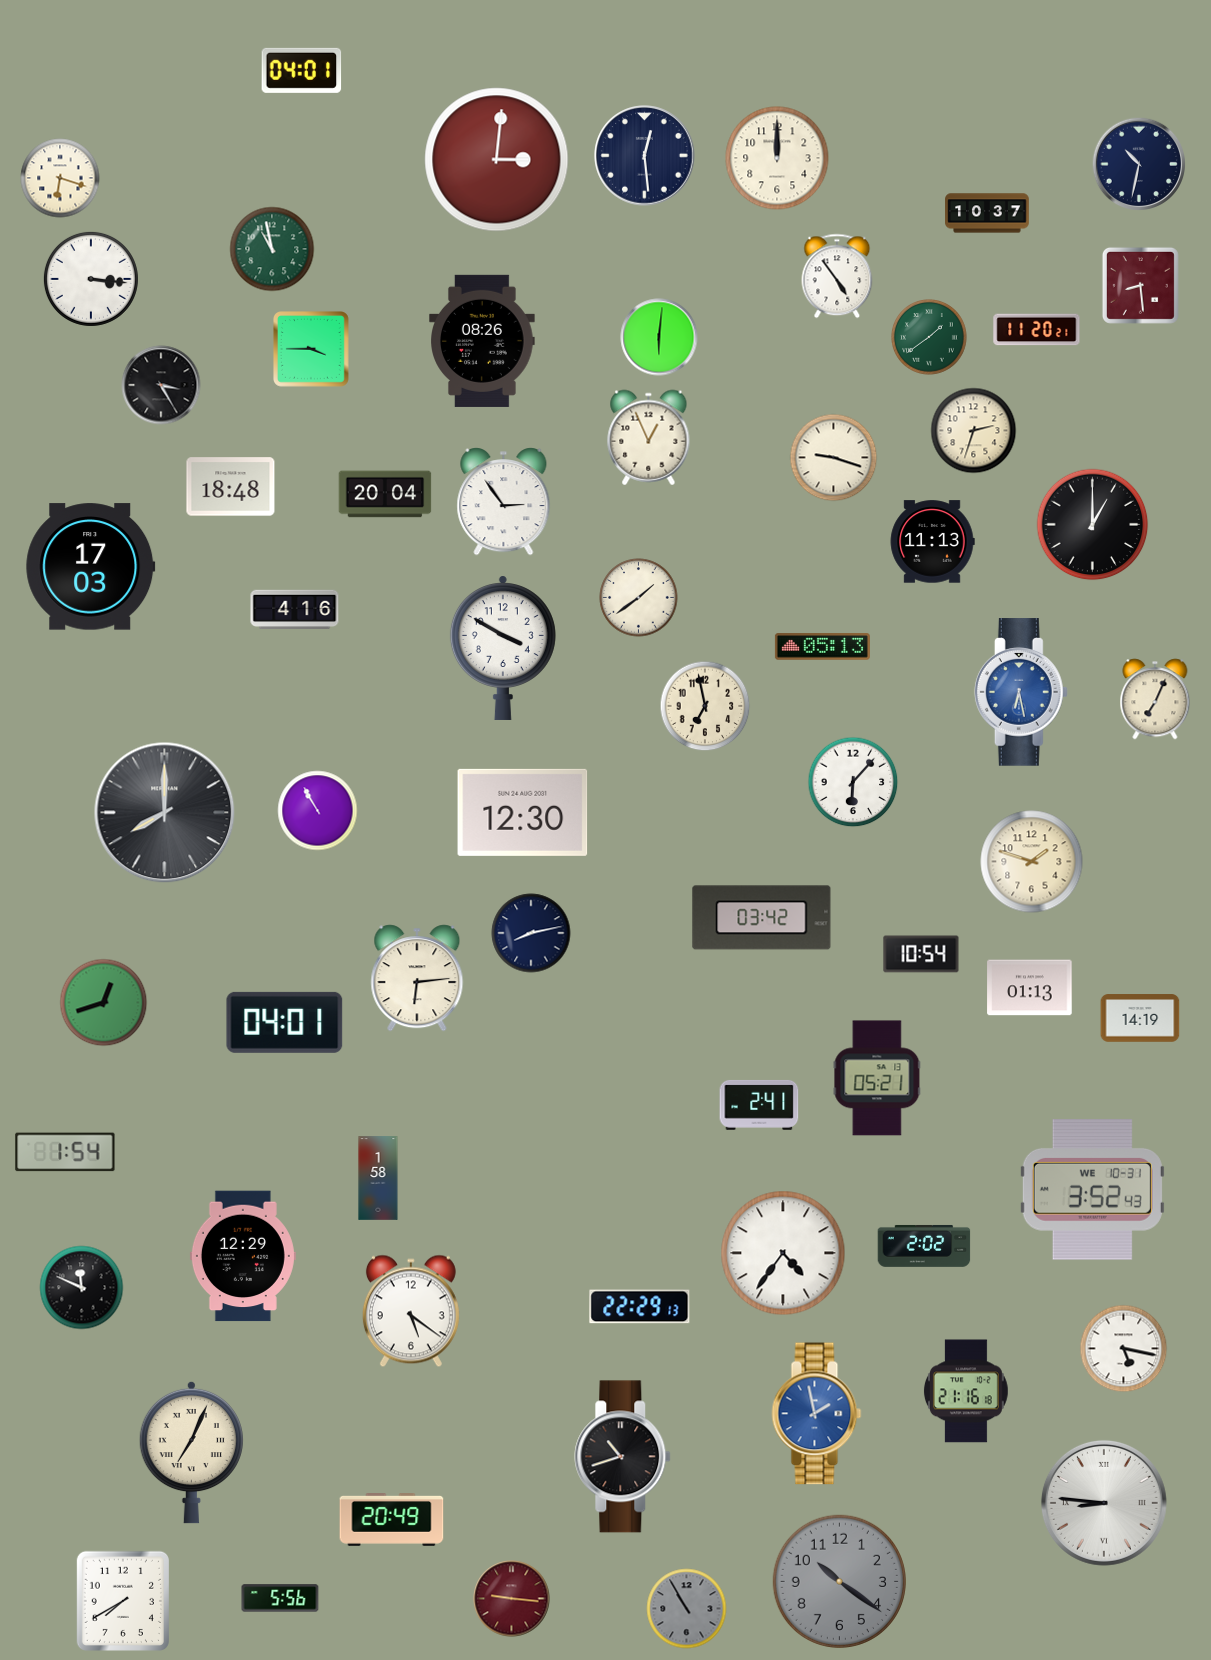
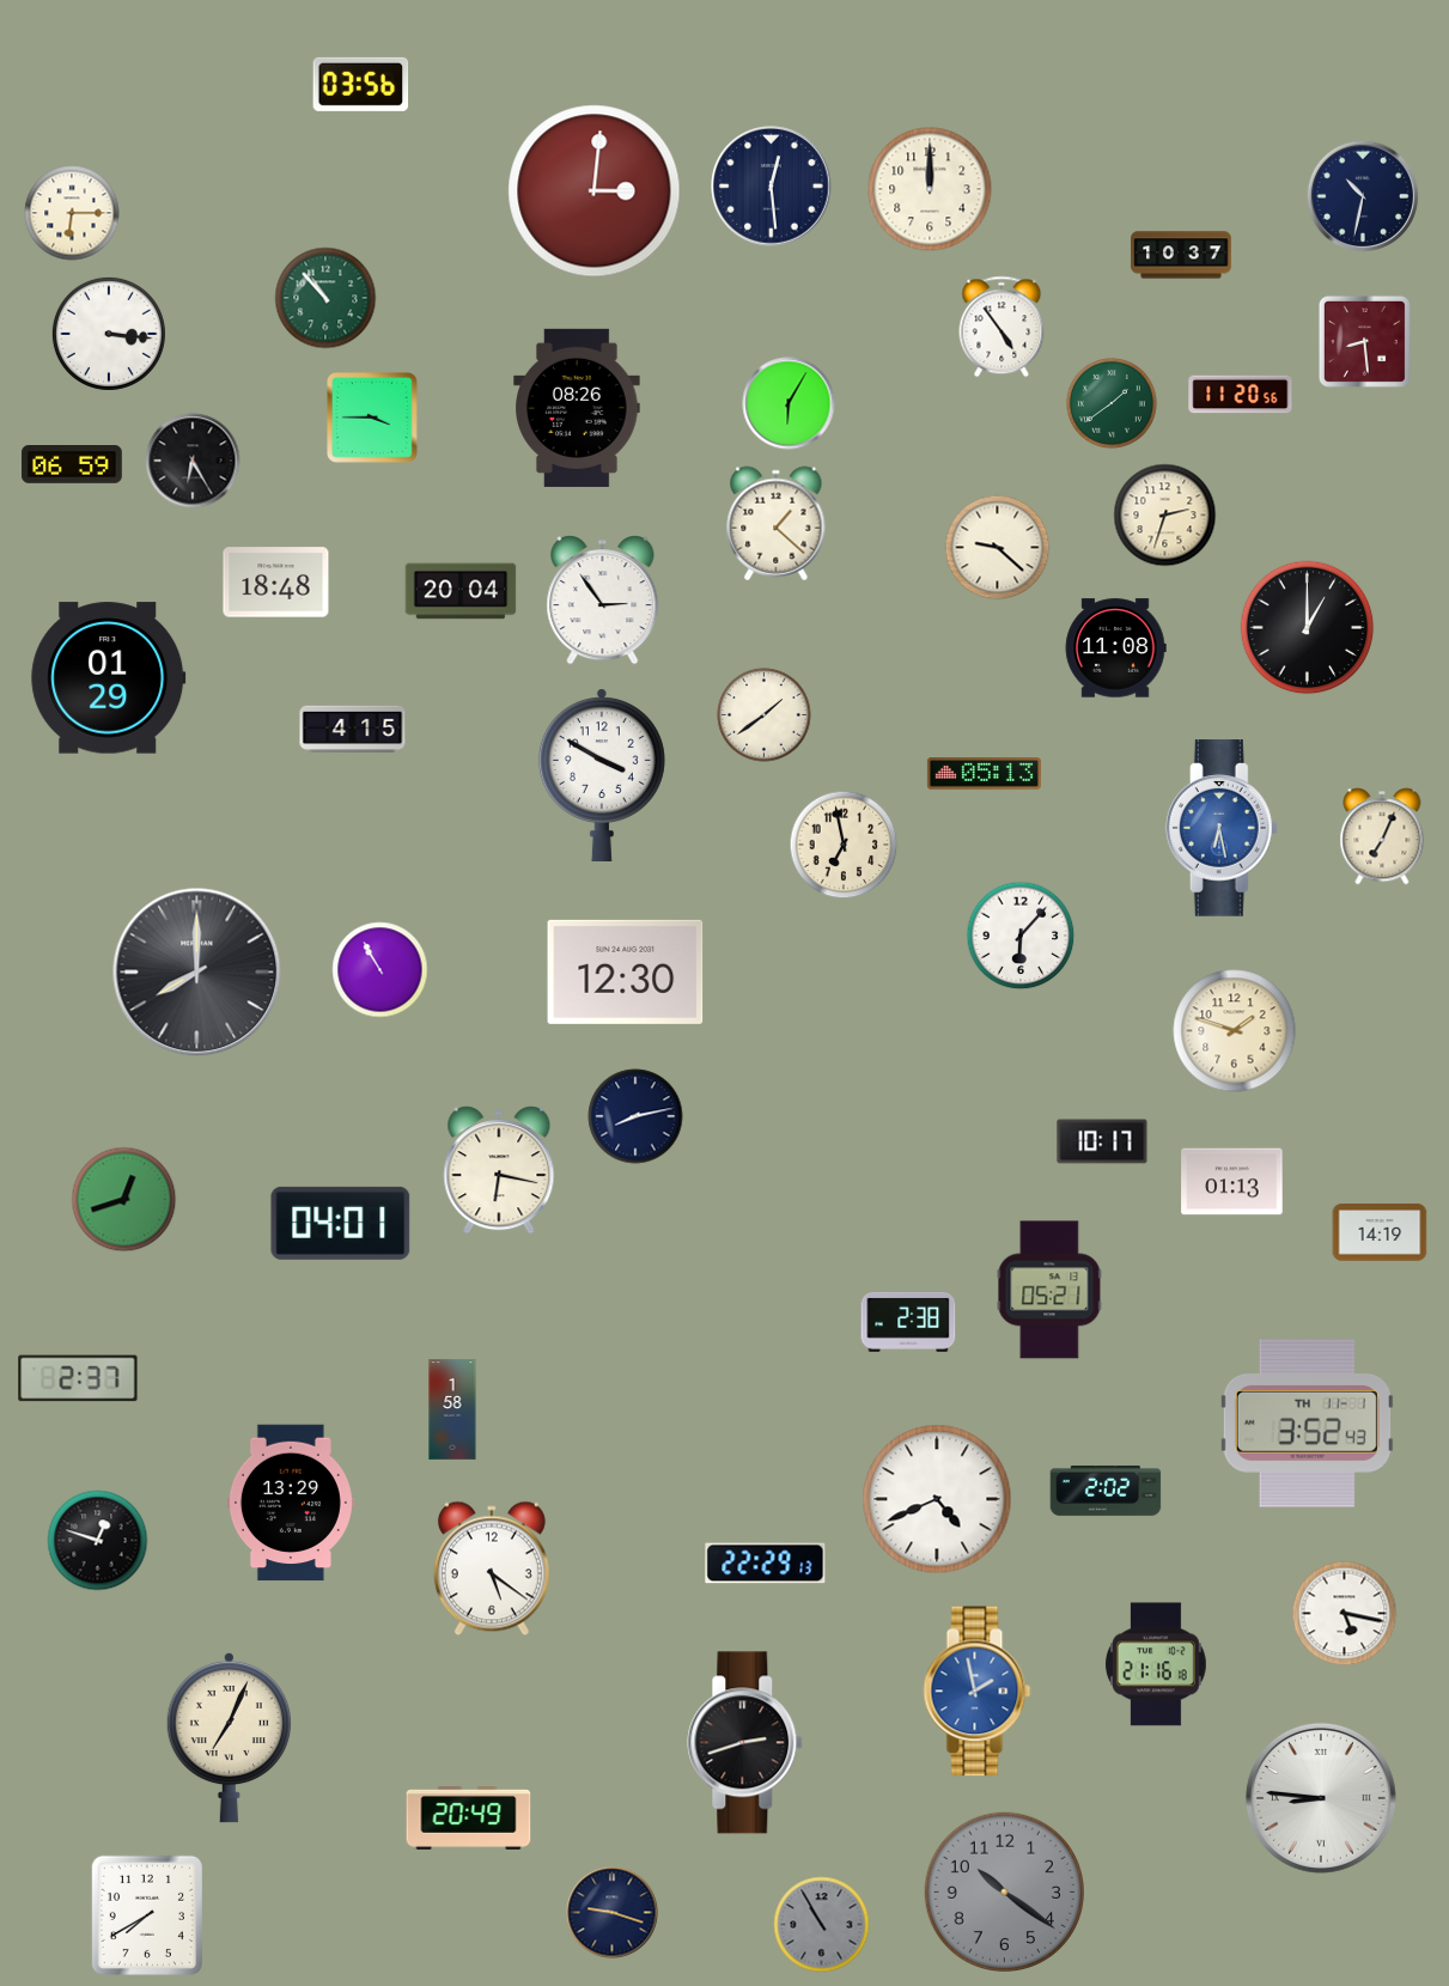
clock at (302, 70): 04:01 -> 03:56
clock at (60, 178): 6:18 -> 6:15
clock at (272, 249): 10:58 -> 10:53
clock at (837, 276) position: (837, 276) -> (1001, 327)
clock at (1037, 330): 11:20:21 -> 11:20:56
clock at (659, 337): 6:01 -> 6:05
clock at (161, 385): 3:25 -> 6:25
clock at (72, 465): none -> 06:59
clock at (649, 438): 12:56 -> 1:22
clock at (834, 458): 9:18 -> 9:22
clock at (932, 542): 11:13 -> 11:08
clock at (91, 567): 17:03 -> 01:29
clock at (295, 610): 4:16 -> 4:15
clock at (762, 918): 03:42 -> none
clock at (921, 954): 10:54 -> 10:17
clock at (417, 978): 6:14 -> 6:17
clock at (1140, 1018) position: (1140, 1018) -> (1380, 1232)
clock at (759, 1105): 2:41 -> 2:38
clock at (65, 1152): 1:54 -> 2:37
clock at (1092, 1190) date: WE 10-31 -> TH 11-1
clock at (783, 1253): 4:36 -> 4:41
clock at (243, 1256): 12:29 -> 13:29
clock at (82, 1288): 11:49 -> 12:48
clock at (623, 1457): 10:42 -> 2:42
clock at (280, 1598): 5:56 -> none
clock at (512, 1599): 9:16 -> 9:18
clock at (512, 1599) dial: burgundy -> navy
